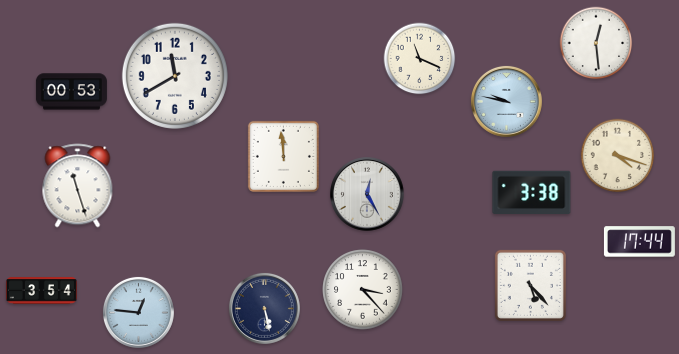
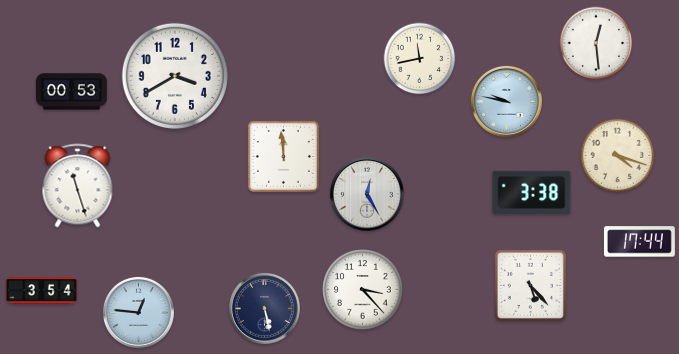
clock at (420, 59): 11:19 -> 11:43
clock at (175, 76): 11:40 -> 3:40
